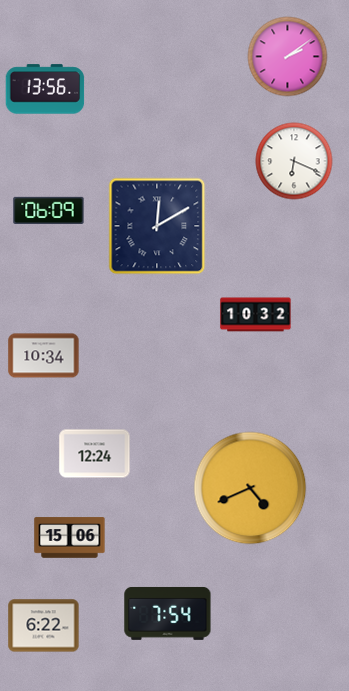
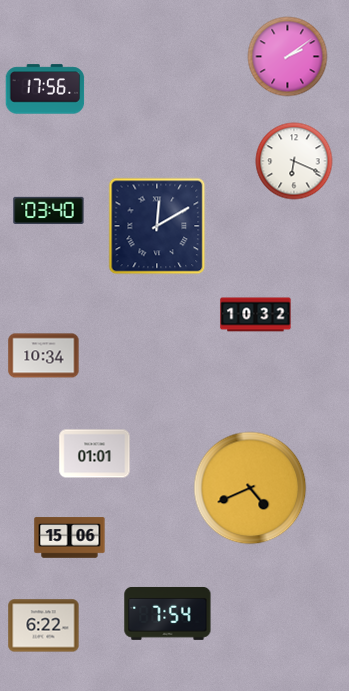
clock at (45, 89): 13:56 -> 17:56
clock at (49, 211): 06:09 -> 03:40
clock at (95, 454): 12:24 -> 01:01
